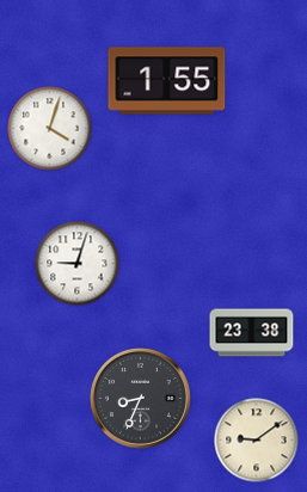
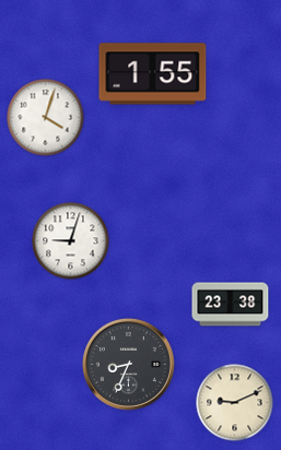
clock at (257, 441): 9:09 -> 9:11
